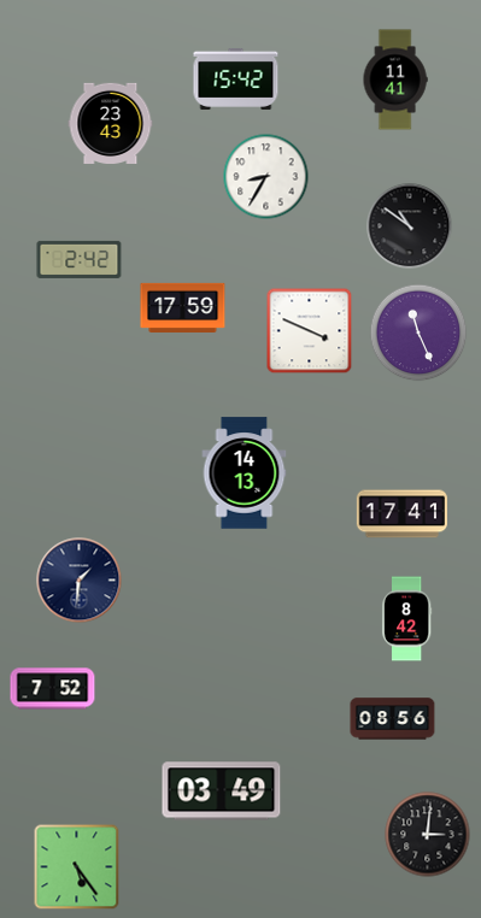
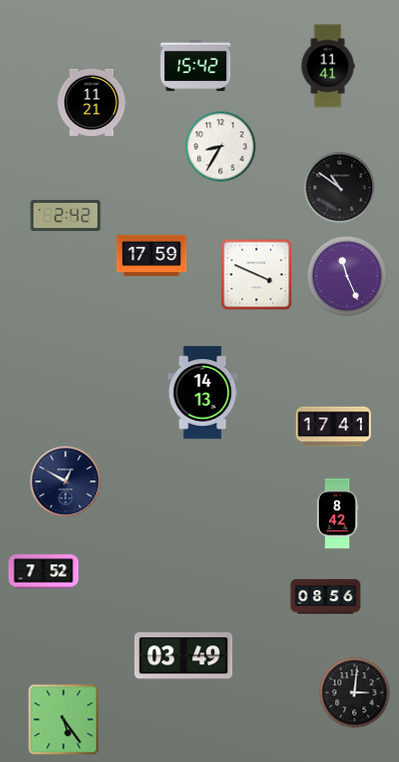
clock at (111, 123): 23:43 -> 11:21
clock at (80, 581): 1:31 -> 12:50
